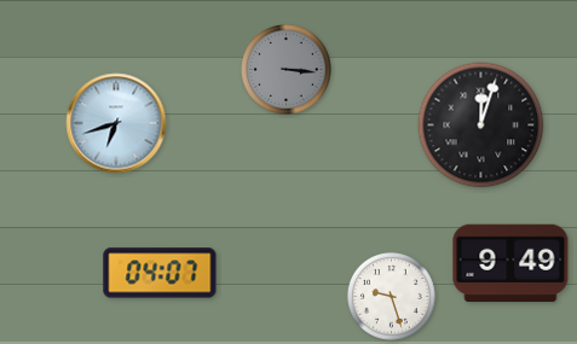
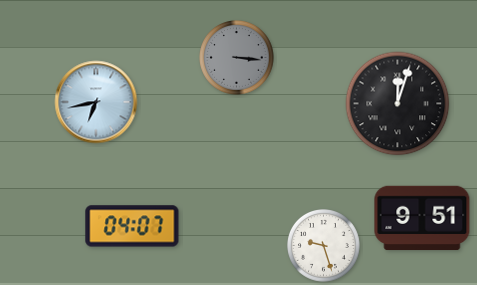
clock at (116, 123): 6:42 -> 6:43
clock at (510, 263): 9:49 -> 9:51
